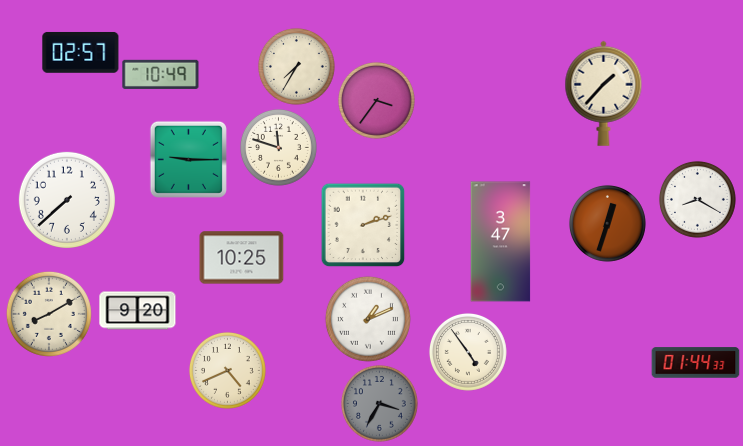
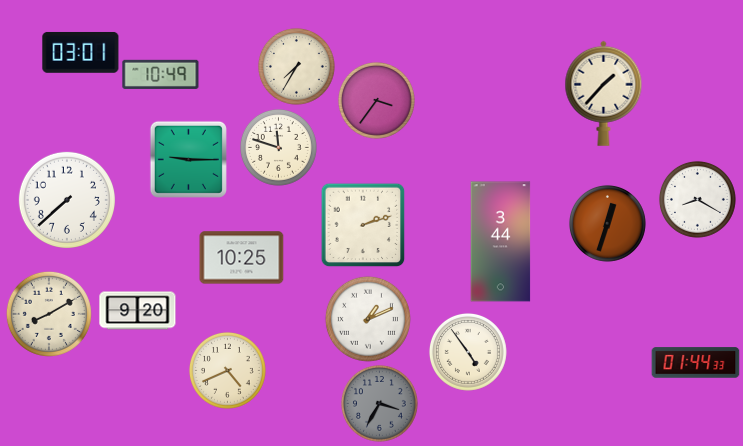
clock at (81, 52): 02:57 -> 03:01
clock at (501, 242): 3:47 -> 3:44
